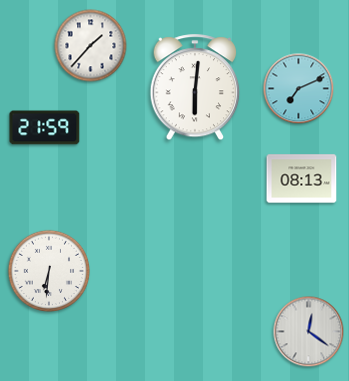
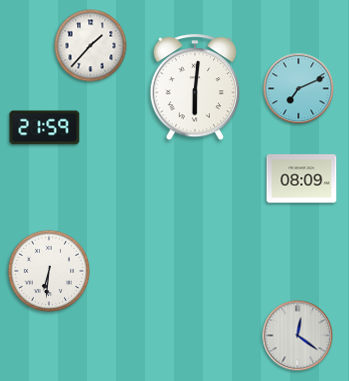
clock at (302, 179): 08:13 -> 08:09
clock at (309, 332) position: (309, 332) -> (298, 336)
